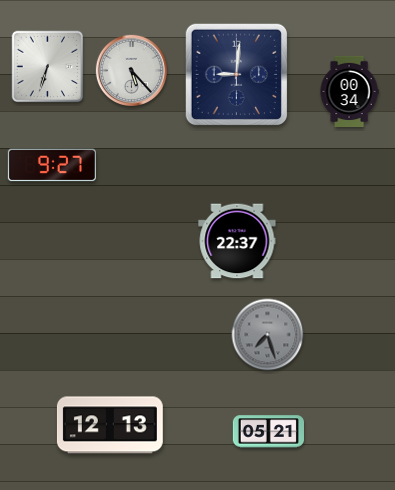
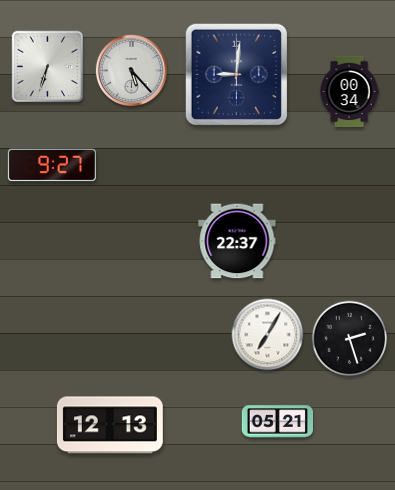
clock at (268, 335): 7:27 -> 7:05
clock at (268, 335) dial: grey -> white
clock at (350, 339): none -> 2:27
clock at (268, 432) position: (268, 432) -> (277, 422)
